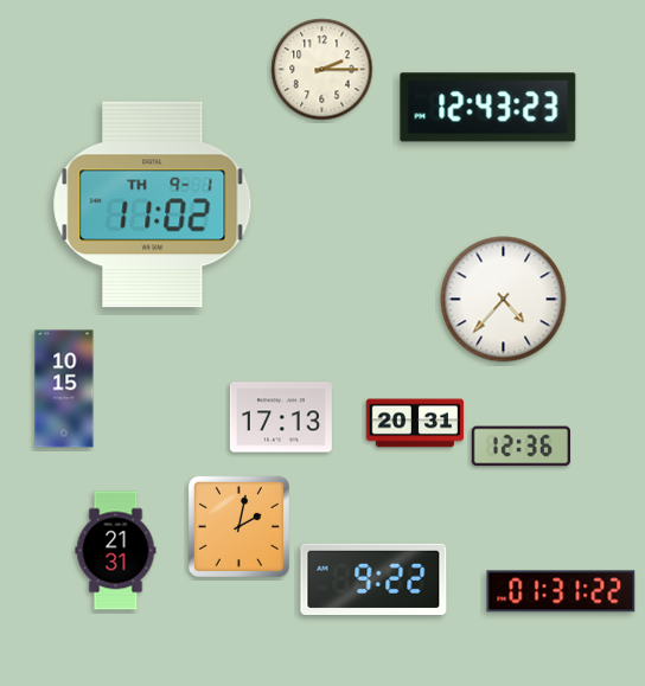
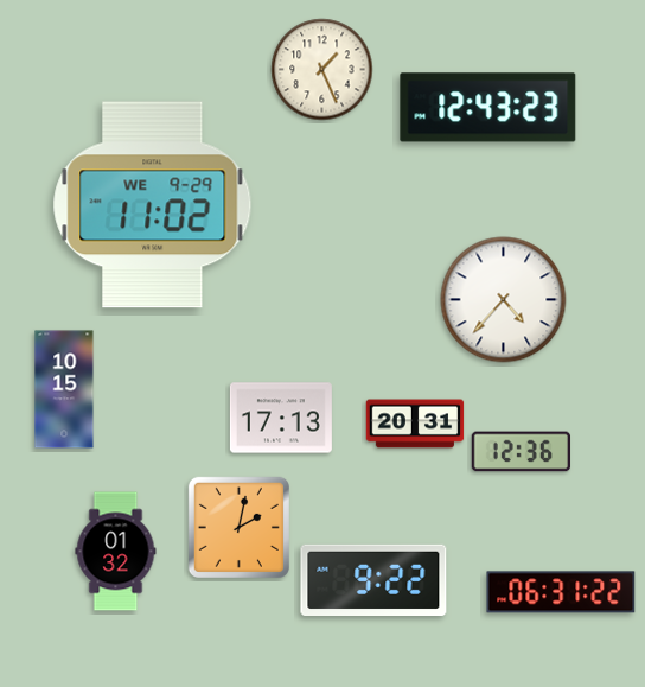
clock at (322, 70): 2:15 -> 1:26
clock at (153, 205) date: TH 9-1 -> WE 9-29
clock at (521, 447) position: (521, 447) -> (521, 452)
clock at (116, 551): 21:31 -> 01:32
clock at (561, 591): 01:31 -> 06:31
